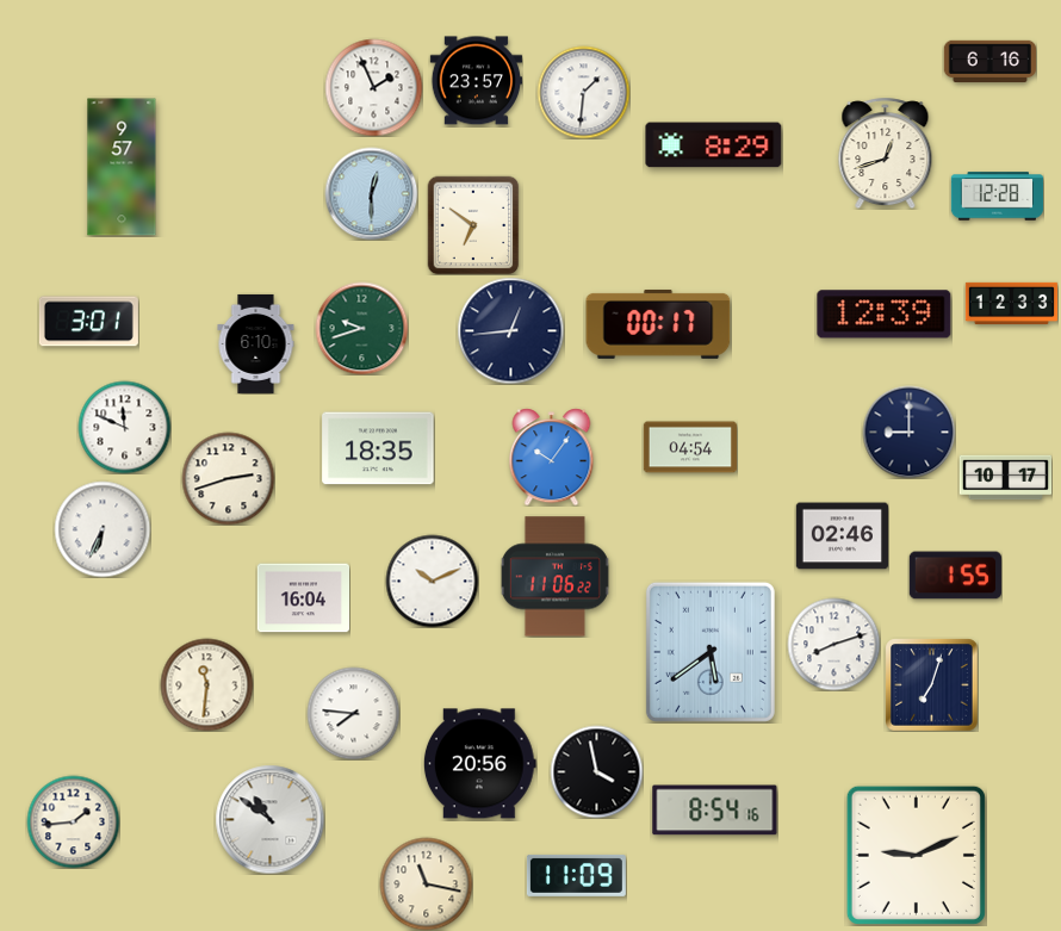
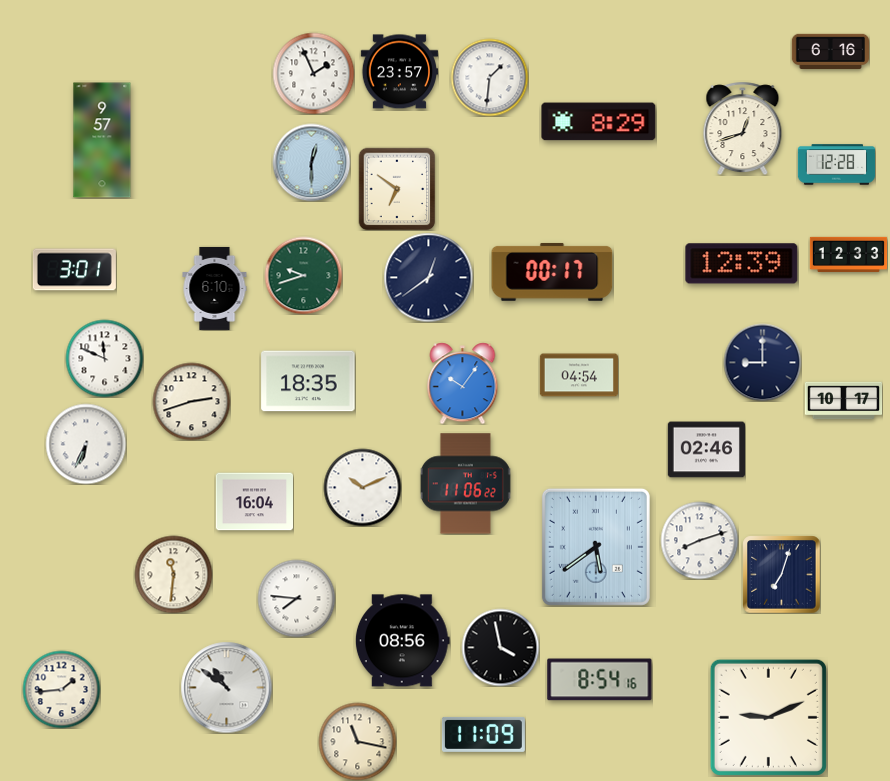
clock at (476, 81) position: (476, 81) -> (399, 72)
clock at (510, 330): 12:44 -> 12:39
clock at (378, 448) position: (378, 448) -> (308, 381)
clock at (955, 576): 1:55 -> none
clock at (479, 764): 20:56 -> 08:56
